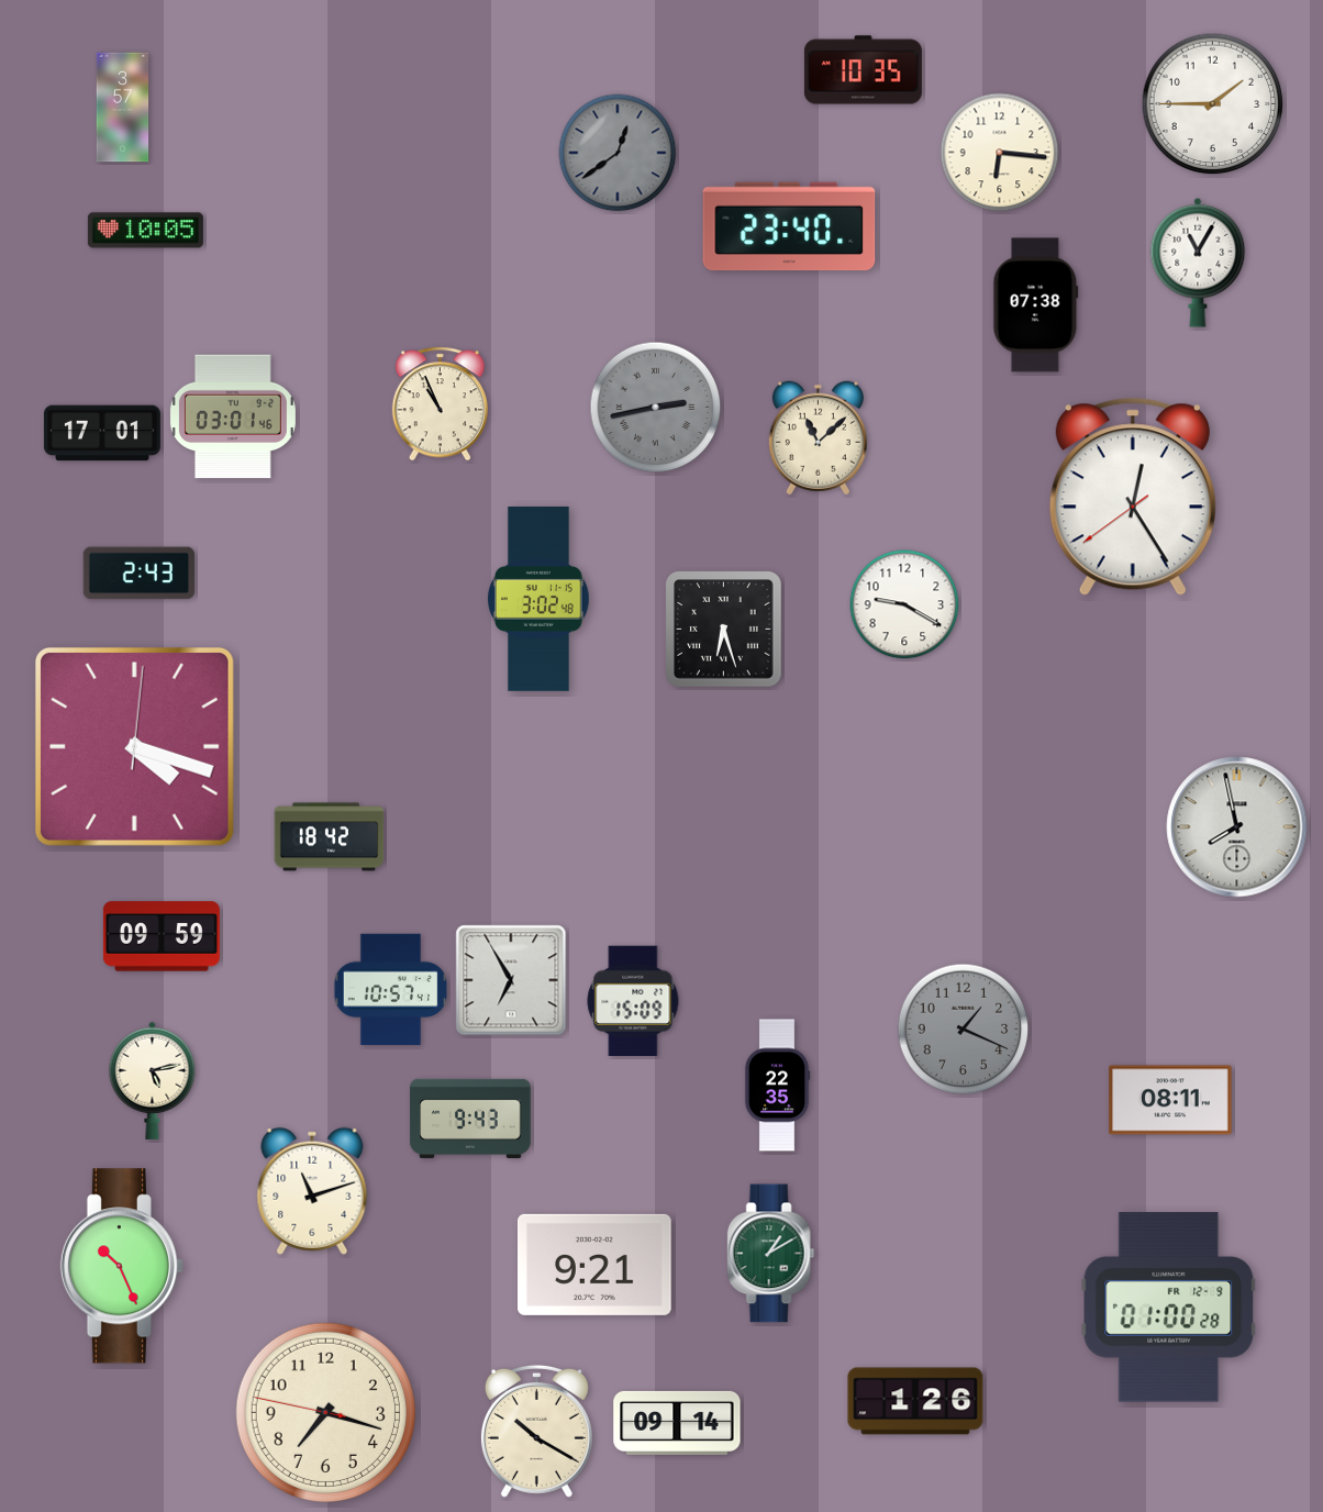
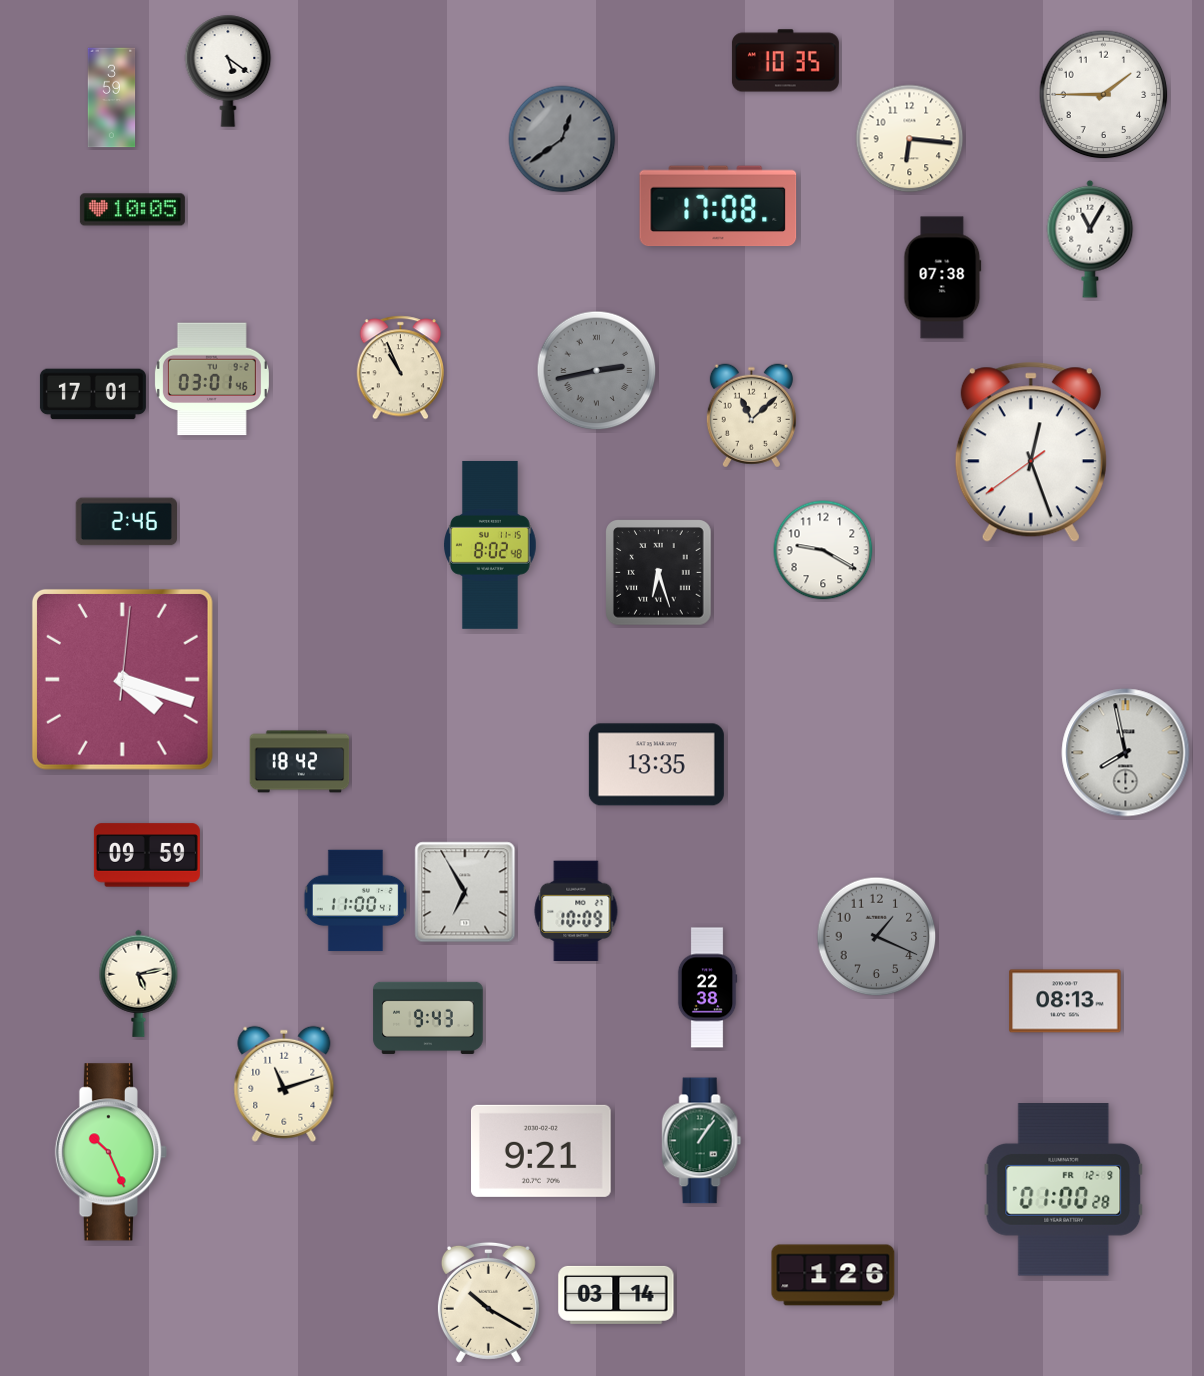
clock at (863, 70) position: (863, 70) -> (785, 61)
clock at (228, 71): none -> 5:21
clock at (123, 108): 3:57 -> 3:59
clock at (789, 226): 23:40 -> 17:08
clock at (818, 438) position: (818, 438) -> (751, 416)
clock at (1133, 497): 12:24 -> 12:26
clock at (138, 574): 2:43 -> 2:46
clock at (540, 599): 3:02 -> 8:02
clock at (656, 765): none -> 13:35
clock at (162, 936) position: (162, 936) -> (147, 855)
clock at (390, 990): 10:57 -> 11:00
clock at (633, 1001): 15:09 -> 10:09
clock at (777, 1086): 22:35 -> 22:38
clock at (1170, 1100): 08:11 -> 08:13
clock at (771, 1254): 1:10 -> 1:06
clock at (325, 1412): 7:17 -> none
clock at (677, 1423): 09:14 -> 03:14
